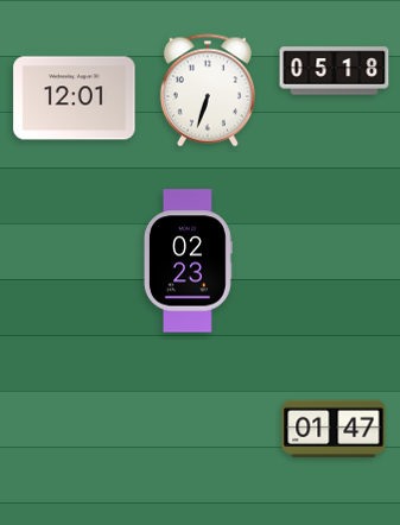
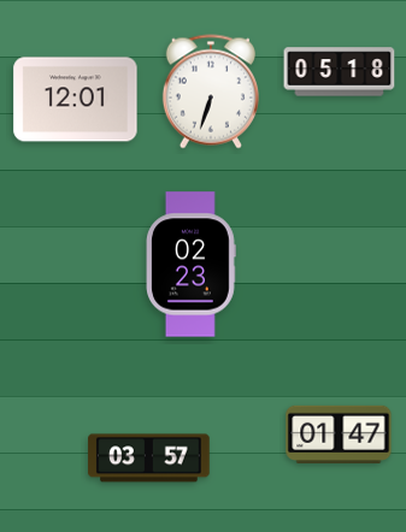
clock at (149, 459): none -> 03:57
